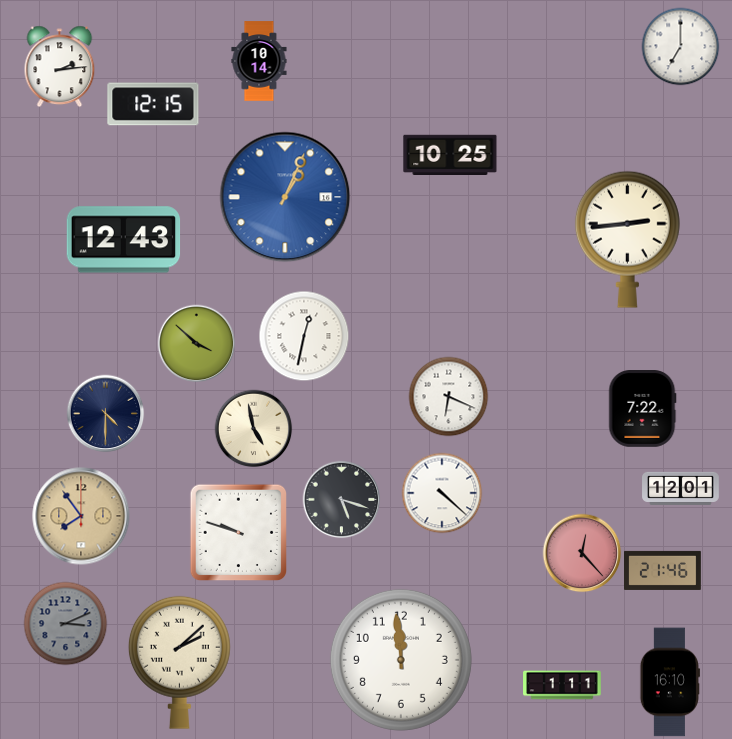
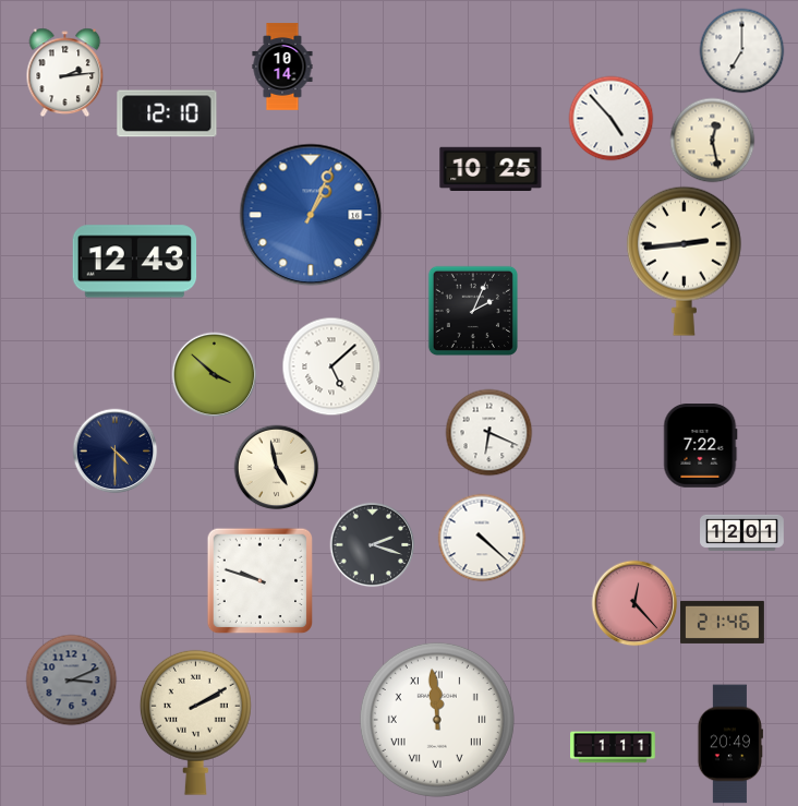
clock at (153, 104): 12:15 -> 12:10
clock at (610, 118): none -> 4:53
clock at (712, 140): none -> 12:28
clock at (472, 310): none -> 2:04
clock at (304, 336): 12:32 -> 5:08
clock at (341, 499): 5:18 -> 2:18
clock at (81, 516): 7:54 -> none
clock at (401, 660) numerals: Arabic -> Roman
clock at (179, 662): 2:08 -> 2:10
clock at (670, 682): 16:10 -> 20:49
